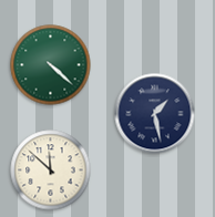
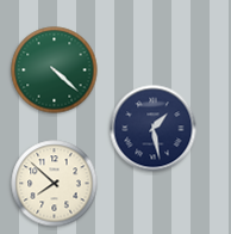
clock at (155, 114) position: (155, 114) -> (154, 129)
clock at (51, 170): 11:52 -> 7:52
